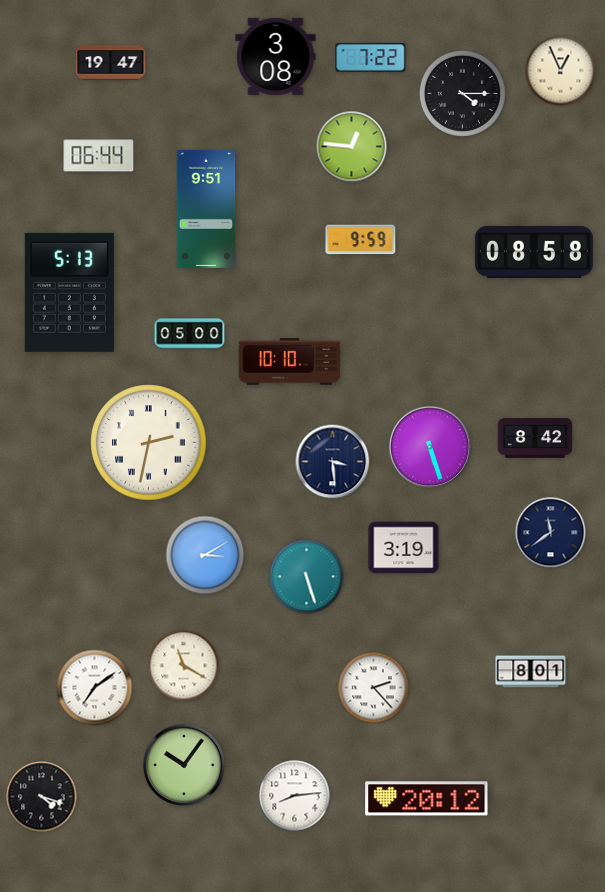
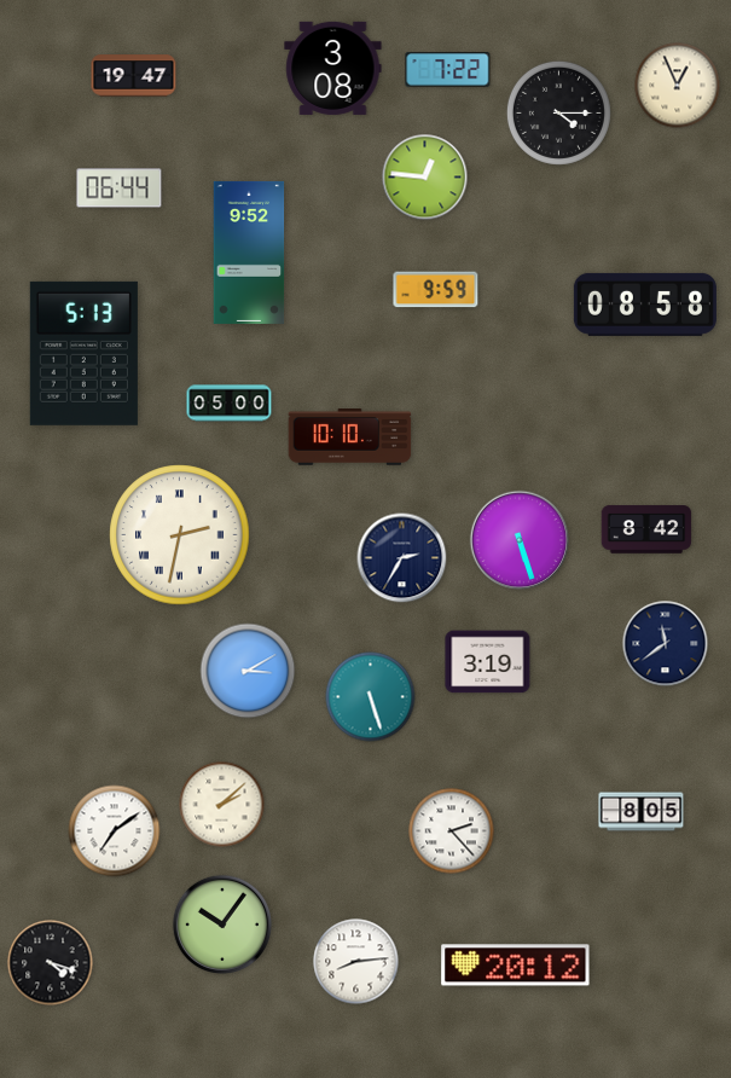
clock at (206, 209): 9:51 -> 9:52
clock at (333, 462): 3:29 -> 2:35
clock at (184, 666): 11:20 -> 2:08
clock at (531, 672): 8:01 -> 8:05
